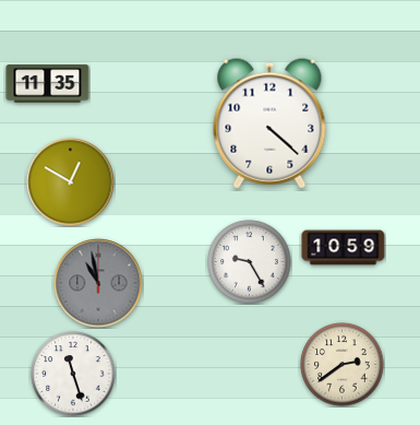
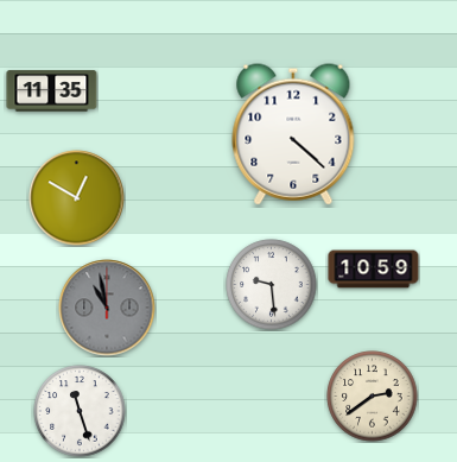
clock at (250, 262): 9:25 -> 9:29
clock at (73, 374) position: (73, 374) -> (80, 411)
